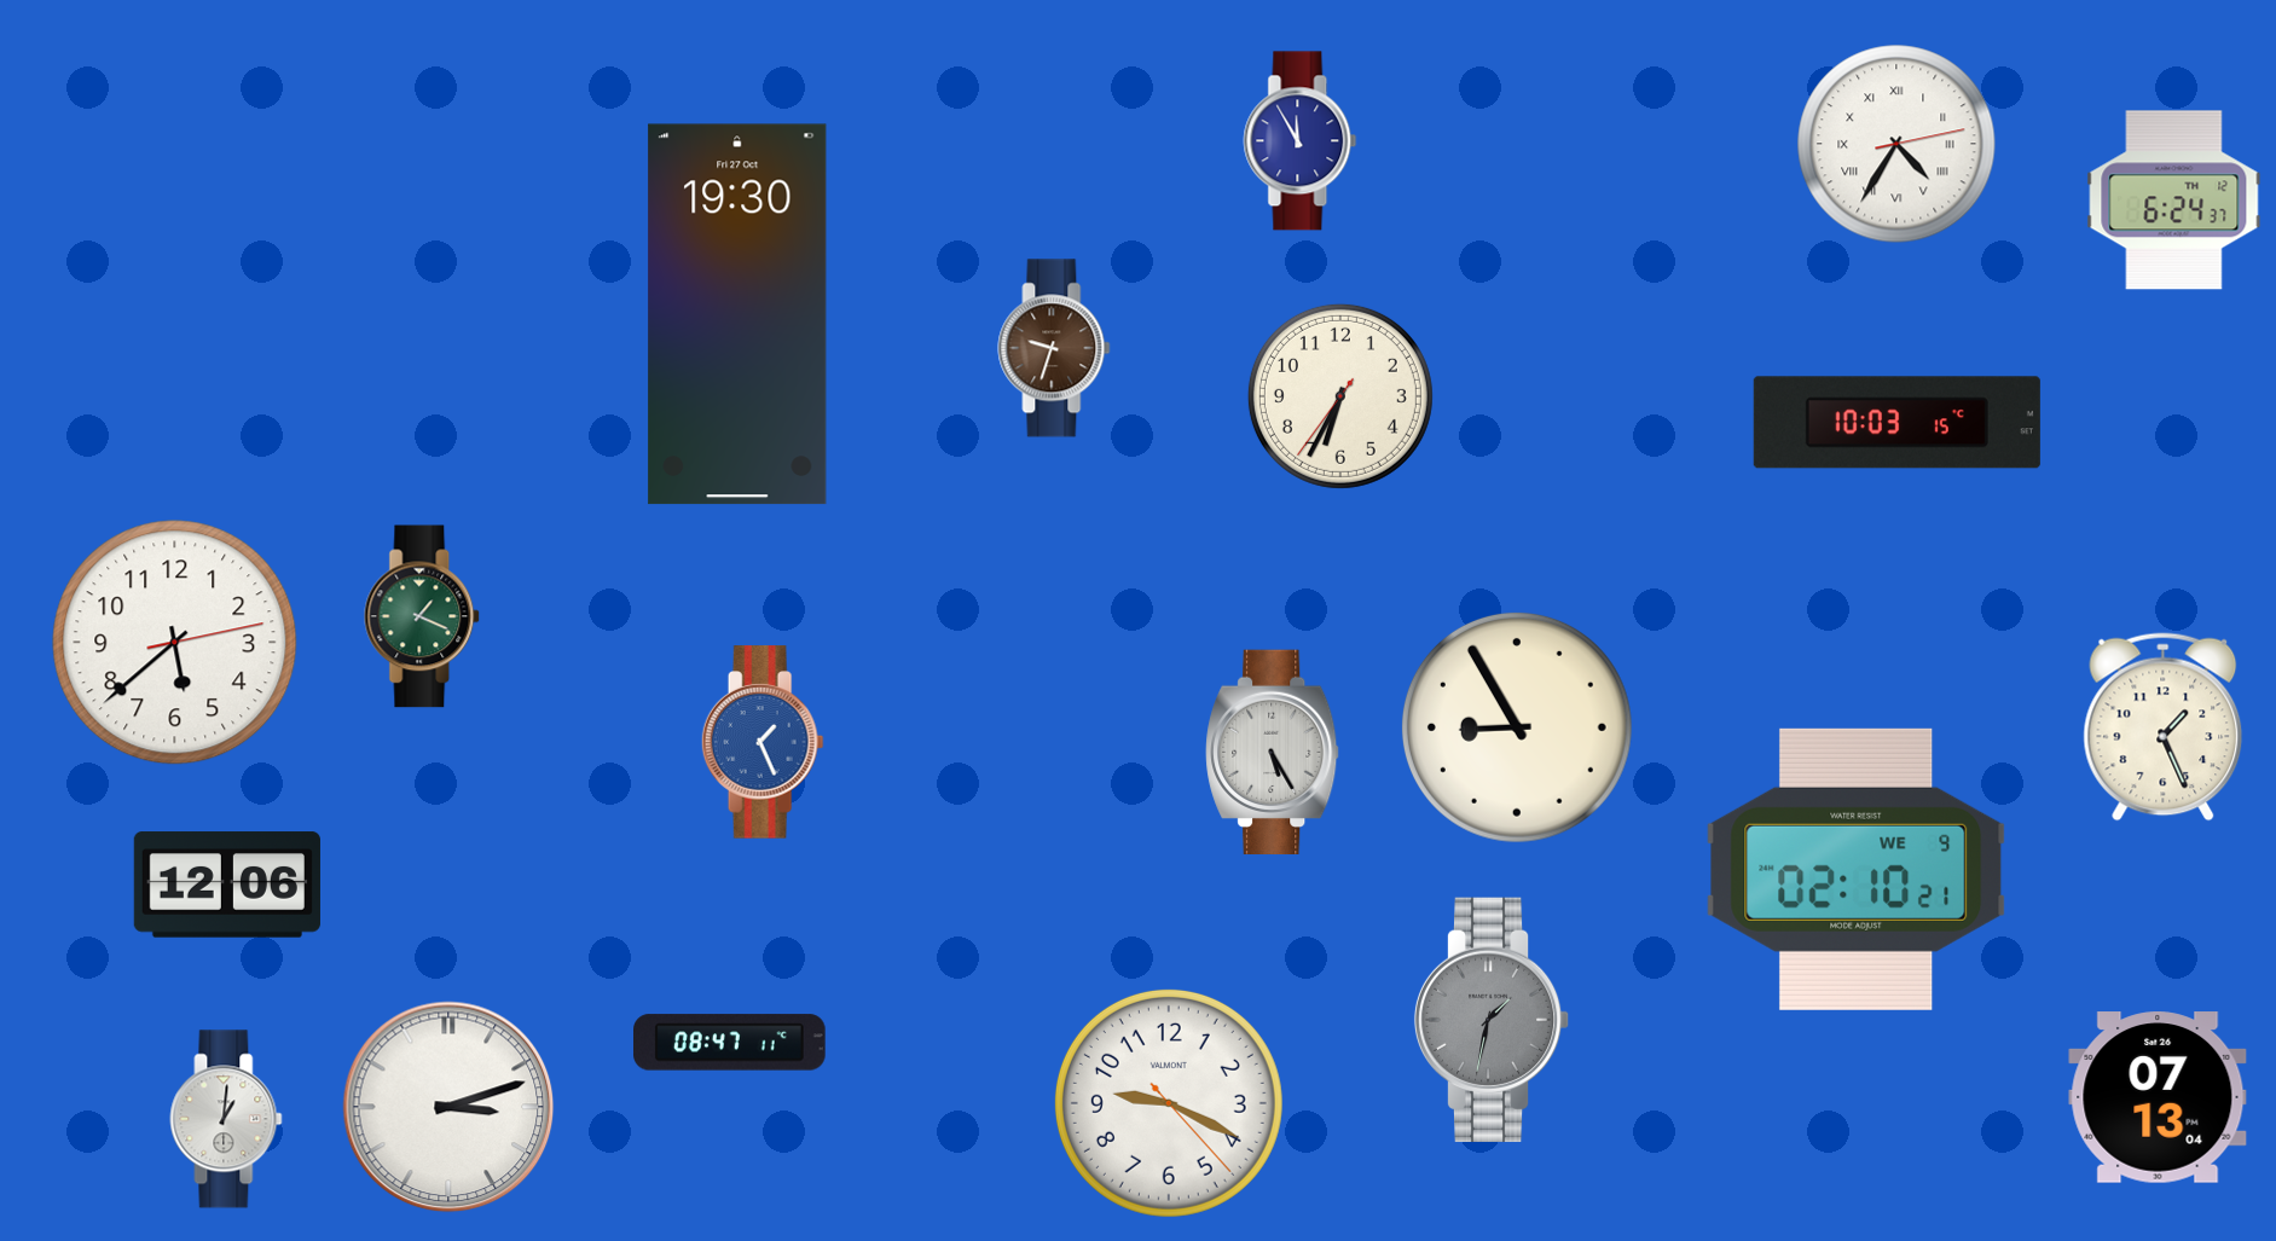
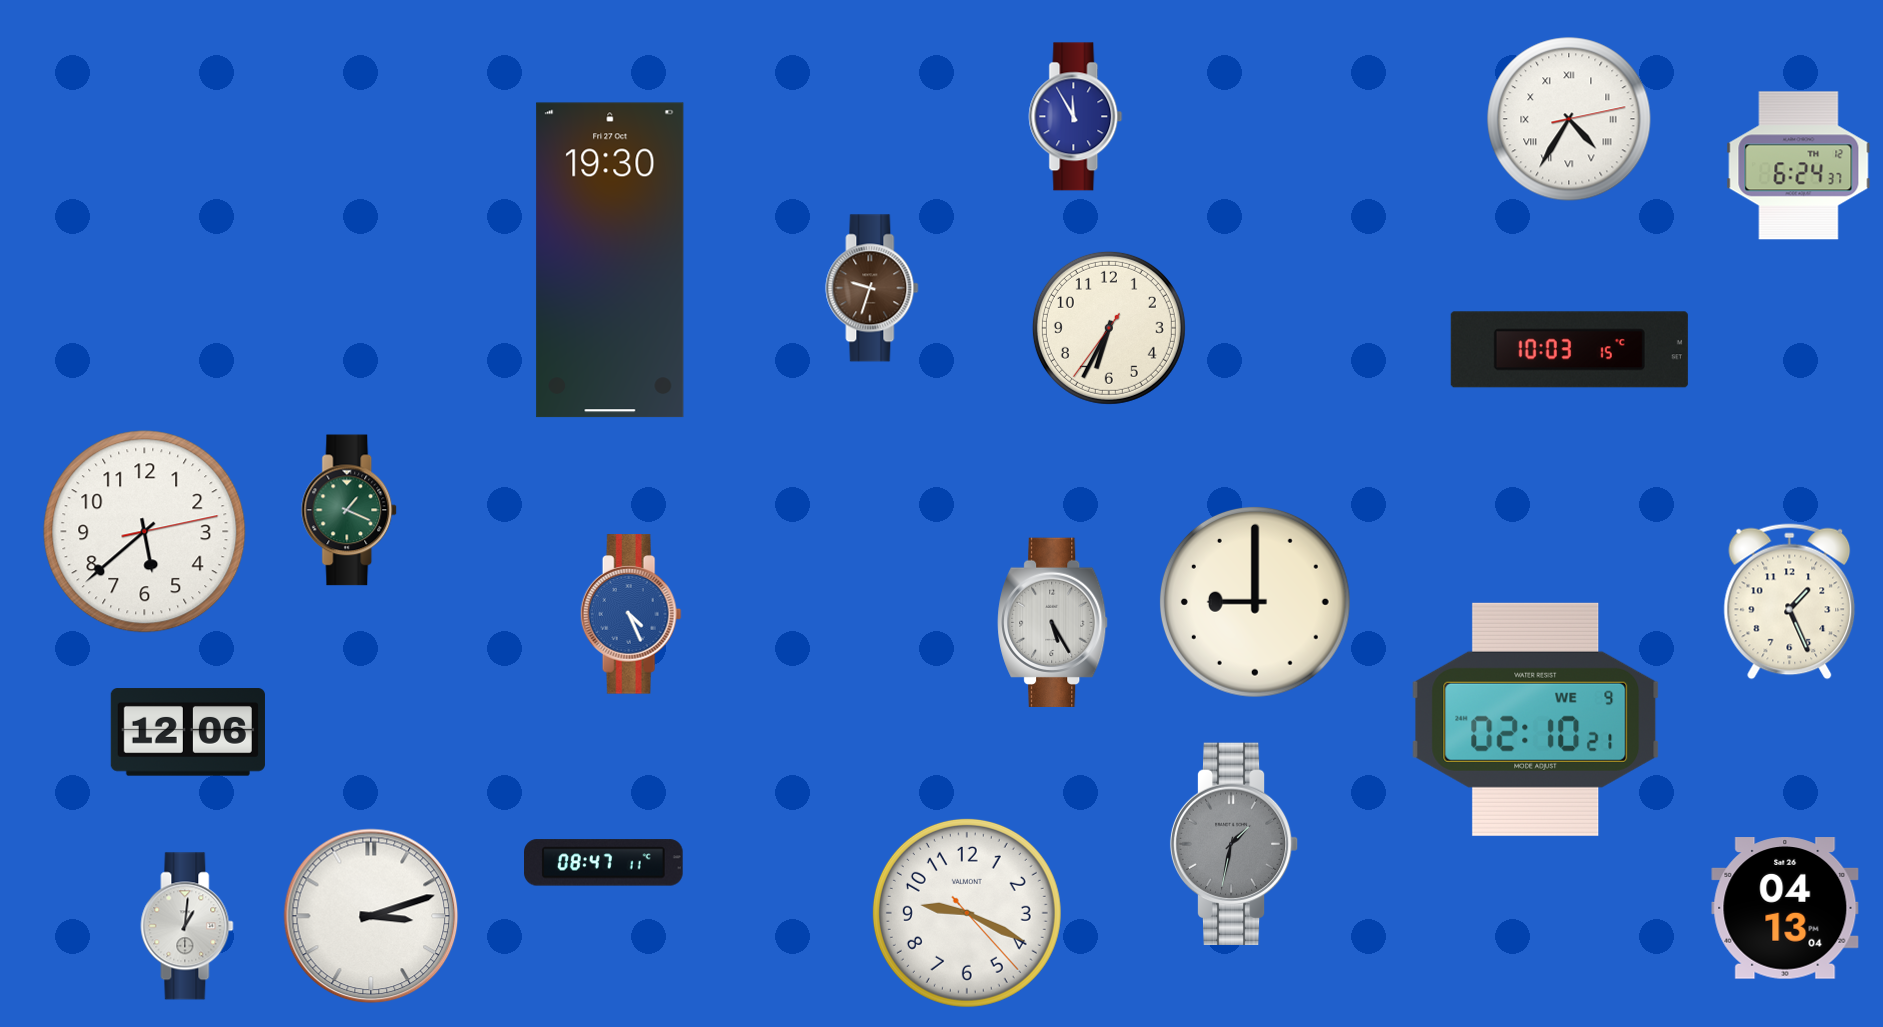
clock at (1517, 727): 8:55 -> 9:00
clock at (763, 742): 1:26 -> 4:26
clock at (2158, 1097): 07:13 -> 04:13
